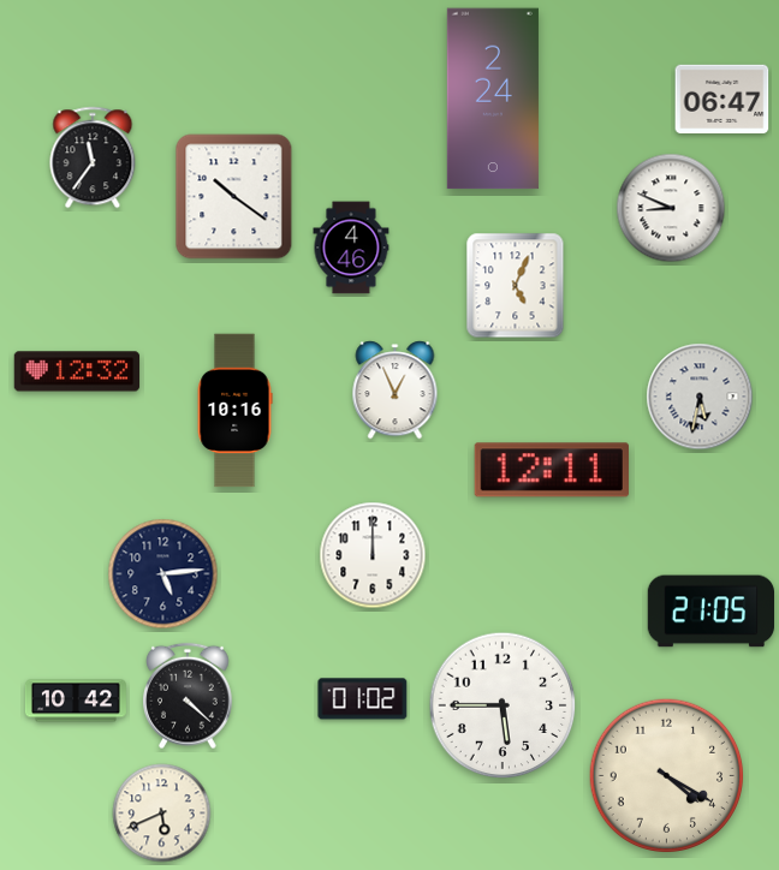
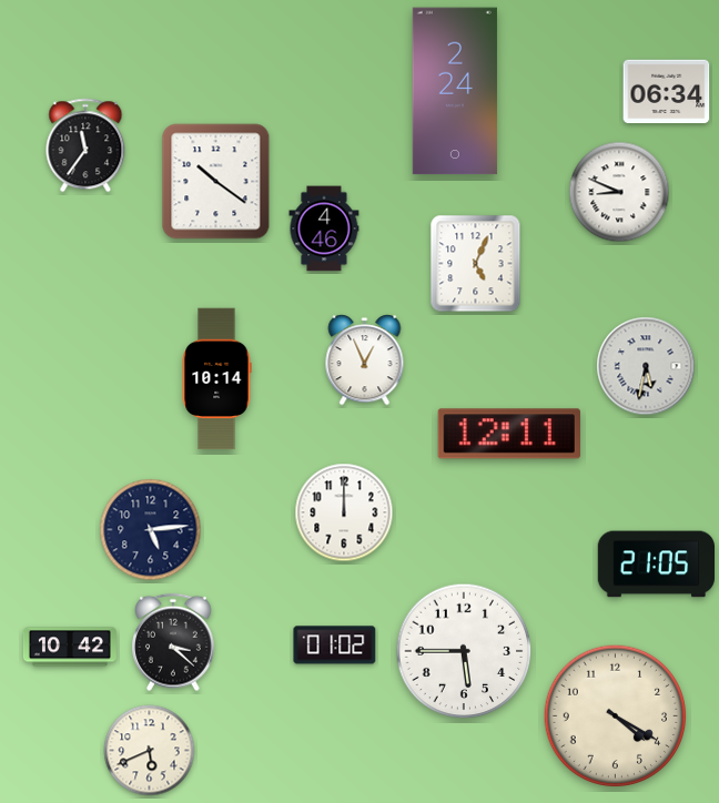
clock at (722, 100): 06:47 -> 06:34
clock at (77, 371): 12:32 -> none
clock at (234, 411): 10:16 -> 10:14
clock at (189, 696): 4:22 -> 3:22
